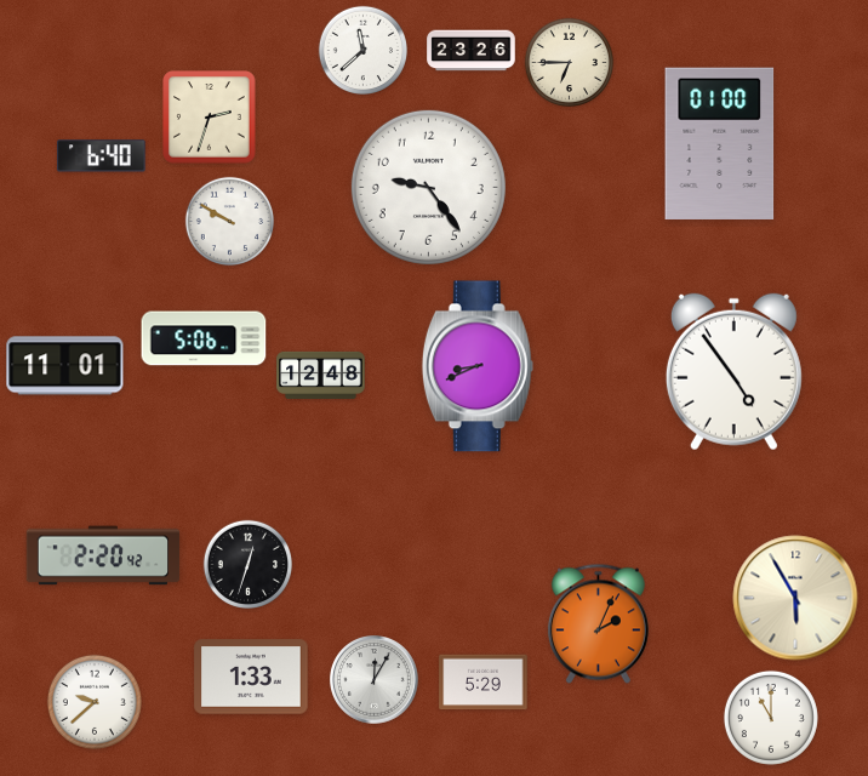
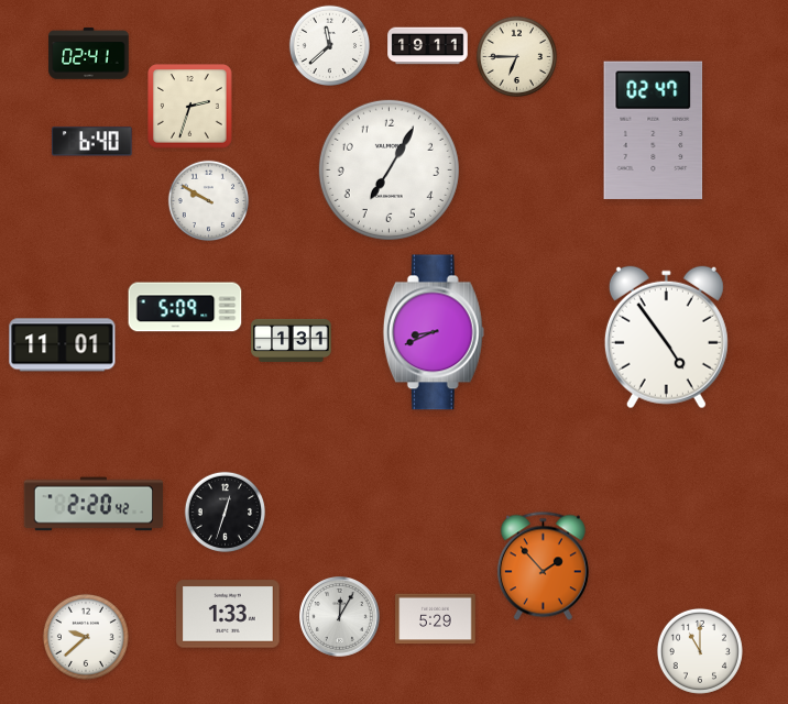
clock at (472, 51): 23:26 -> 19:11
clock at (89, 54): none -> 02:41
clock at (720, 143): 01:00 -> 02:47
clock at (428, 187): 9:24 -> 7:05
clock at (204, 338): 5:06 -> 5:09
clock at (65, 366) position: (65, 366) -> (63, 345)
clock at (321, 375): 12:48 -> 1:31
clock at (795, 598): 5:55 -> none
clock at (598, 624): 2:04 -> 1:53
clock at (484, 683) position: (484, 683) -> (436, 619)
